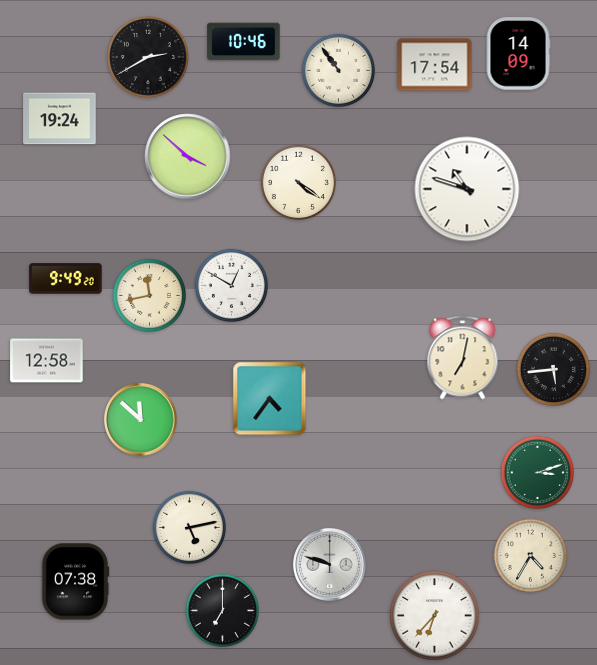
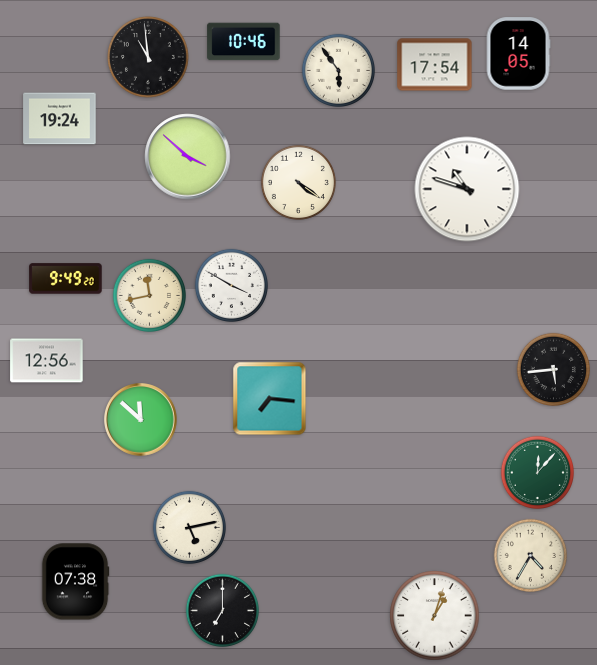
clock at (518, 54): 14:09 -> 14:05
clock at (149, 58): 2:40 -> 10:59
clock at (338, 70): 10:54 -> 5:54
clock at (231, 285): 12:50 -> 3:50
clock at (463, 358): 7:02 -> none
clock at (47, 361): 12:58 -> 12:56
clock at (270, 399): 4:36 -> 7:16
clock at (537, 472): 3:12 -> 12:07
clock at (330, 565): 9:48 -> none
clock at (435, 616): 6:37 -> 1:03
